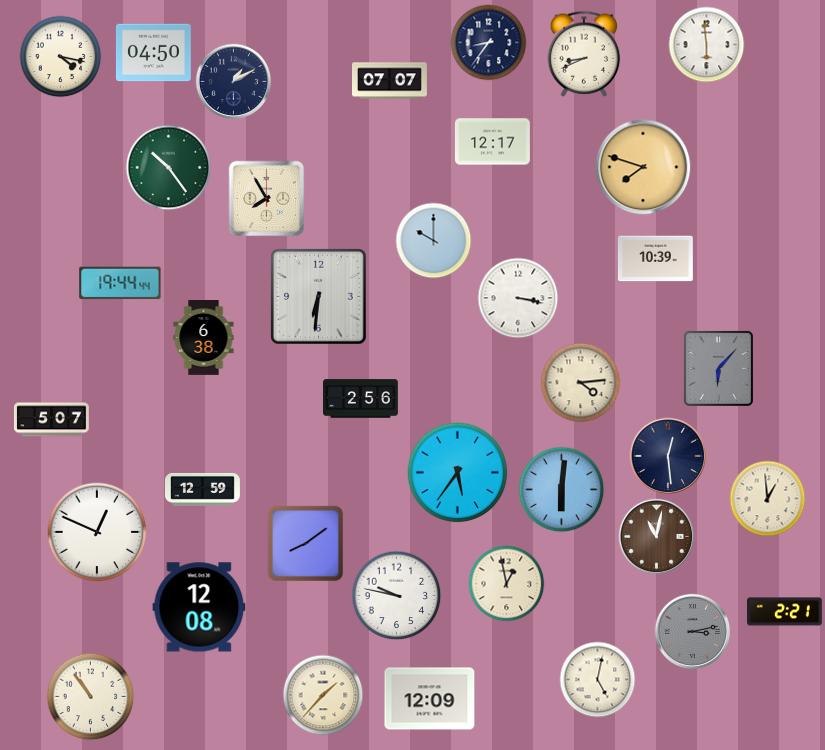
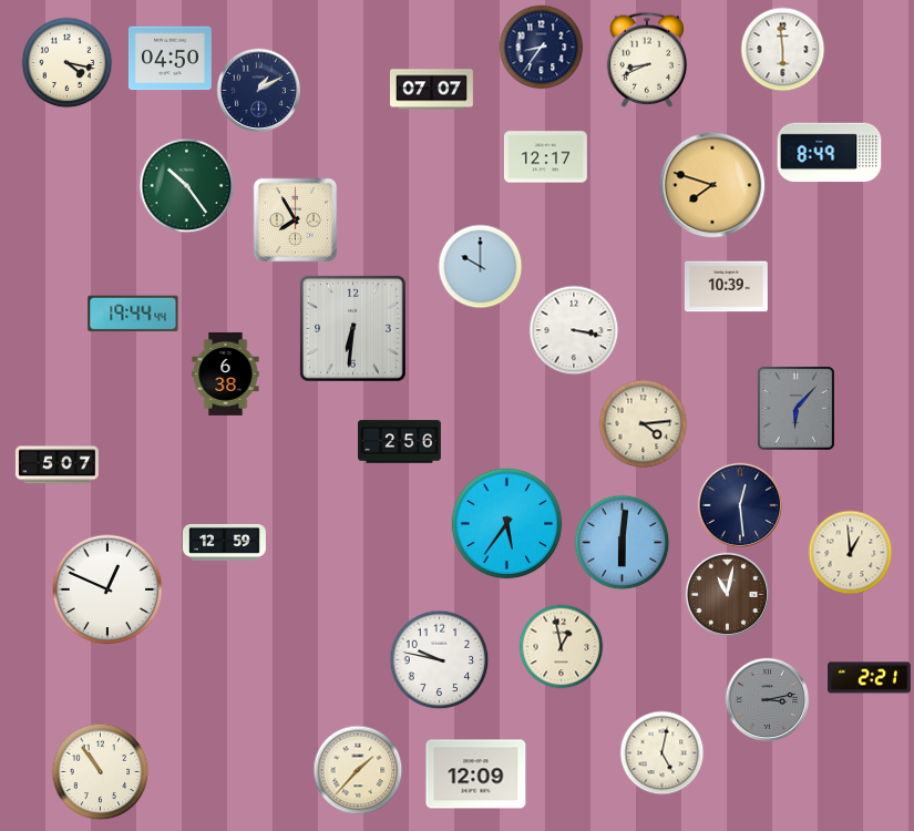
clock at (830, 153): none -> 8:49
clock at (306, 544): 8:09 -> none
clock at (199, 607): 12:08 -> none
